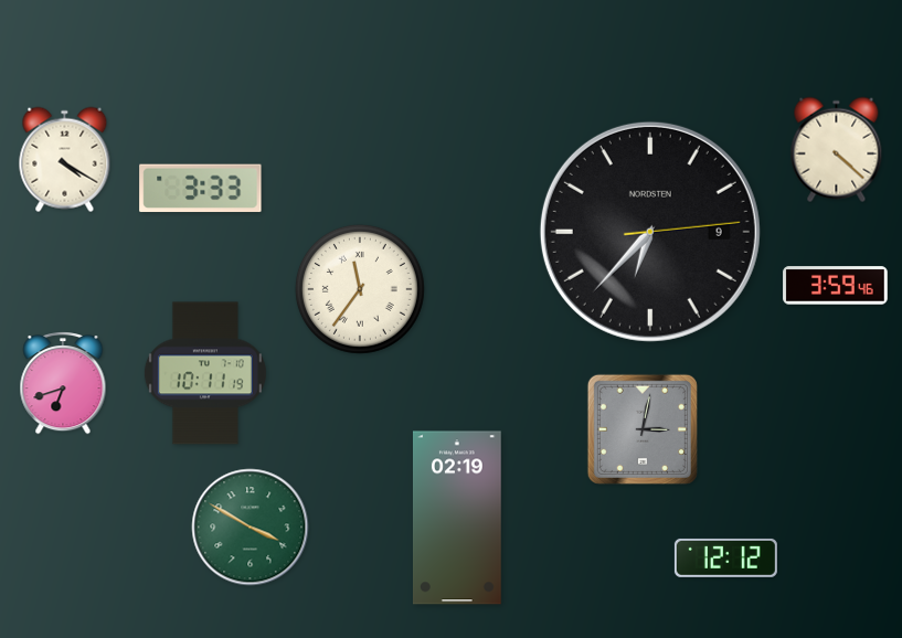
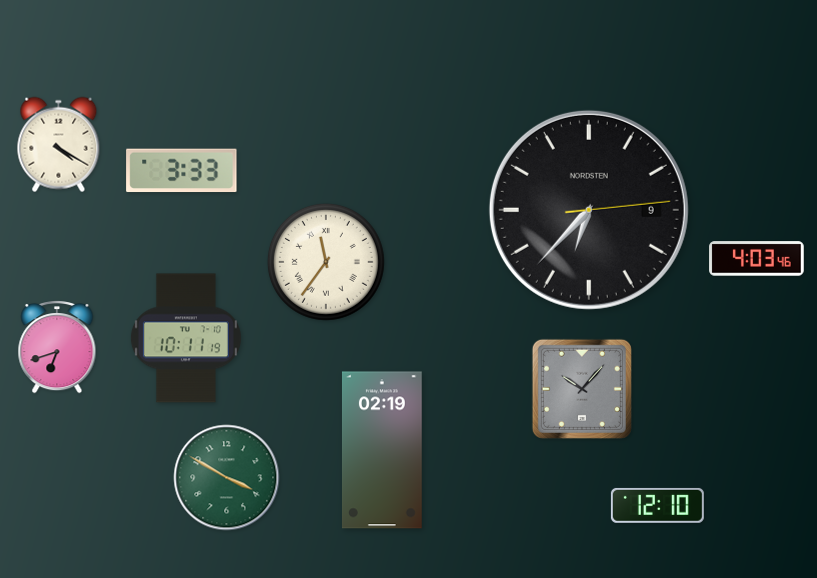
clock at (837, 150): 4:22 -> none
clock at (836, 286): 3:59 -> 4:03
clock at (643, 429): 3:02 -> 10:07
clock at (457, 518) position: (457, 518) -> (382, 450)
clock at (725, 557): 12:12 -> 12:10
